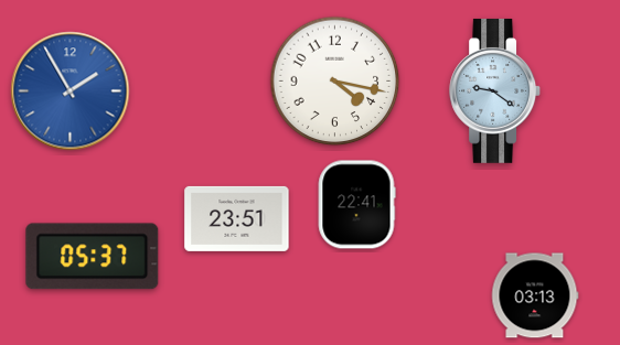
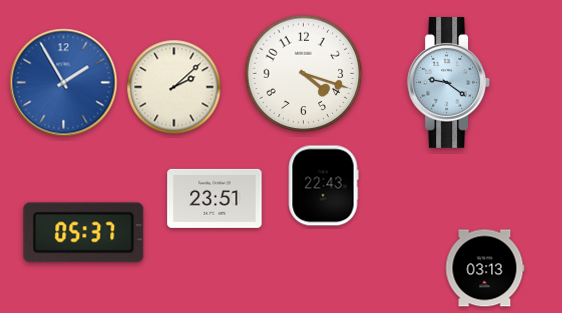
clock at (335, 82): 4:17 -> 4:18
clock at (174, 87): none -> 2:08
clock at (356, 205): 22:41 -> 22:43
